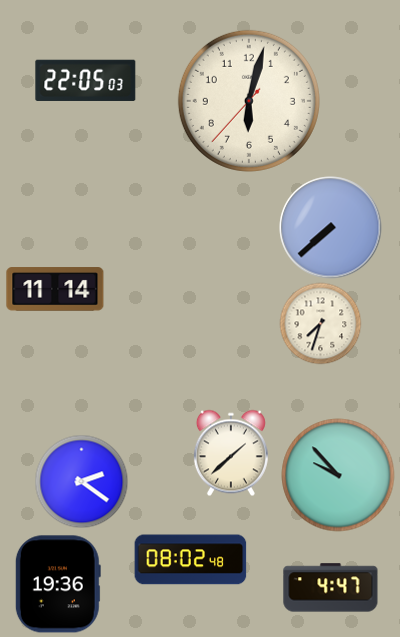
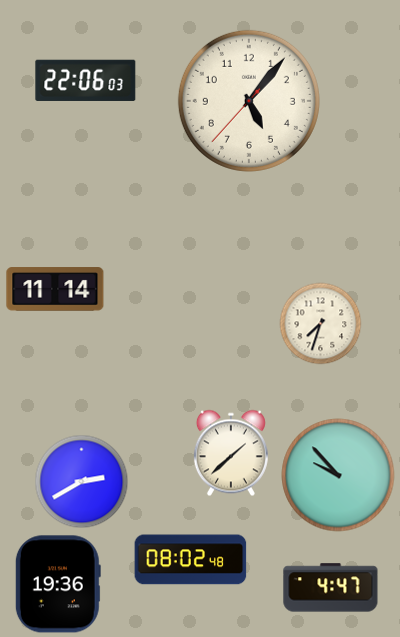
clock at (86, 80): 22:05 -> 22:06
clock at (249, 101): 6:02 -> 5:06
clock at (331, 228): 7:38 -> none
clock at (81, 481): 2:21 -> 2:40
